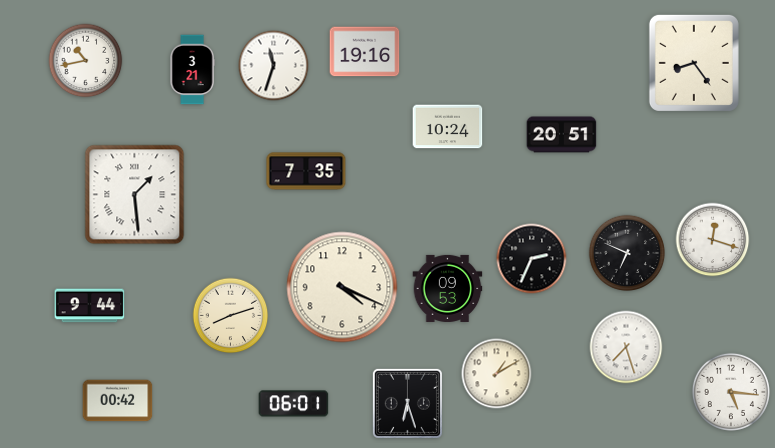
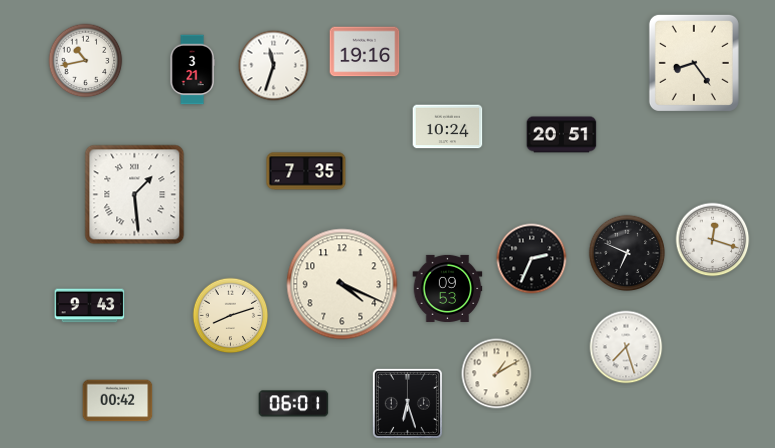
clock at (342, 287) position: (342, 287) -> (342, 284)
clock at (90, 306): 9:44 -> 9:43
clock at (731, 392): 5:16 -> none
